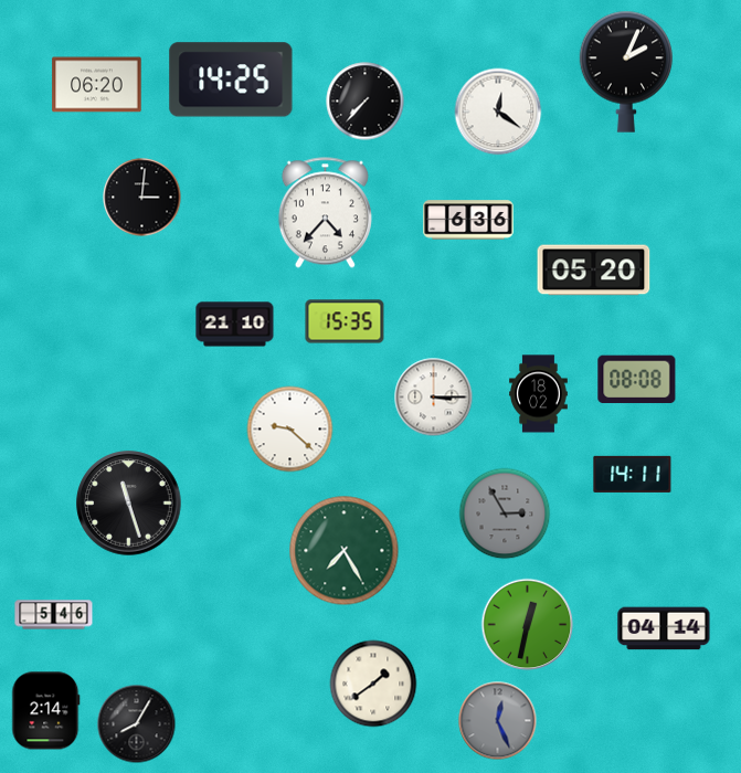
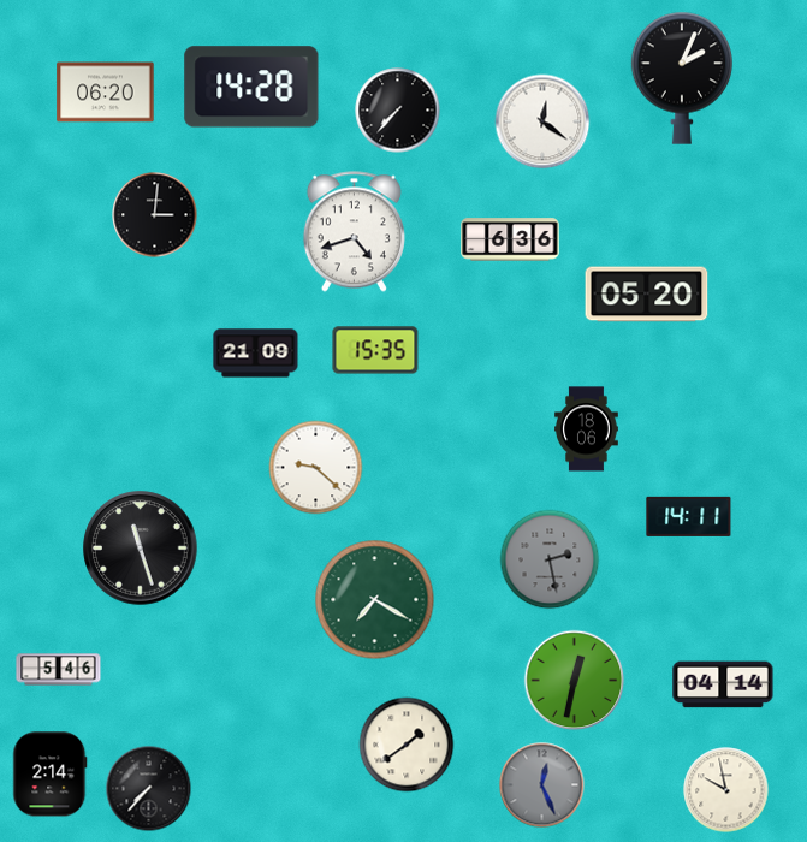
clock at (231, 80): 14:25 -> 14:28
clock at (325, 213): 4:37 -> 4:42
clock at (235, 325): 21:10 -> 21:09
clock at (637, 380): 08:08 -> none
clock at (539, 394): 18:02 -> 18:06
clock at (434, 398): 3:15 -> none
clock at (505, 513): 2:55 -> 2:28
clock at (345, 551): 7:25 -> 7:20
clock at (137, 724): 8:05 -> 7:37
clock at (726, 790): none -> 9:58
